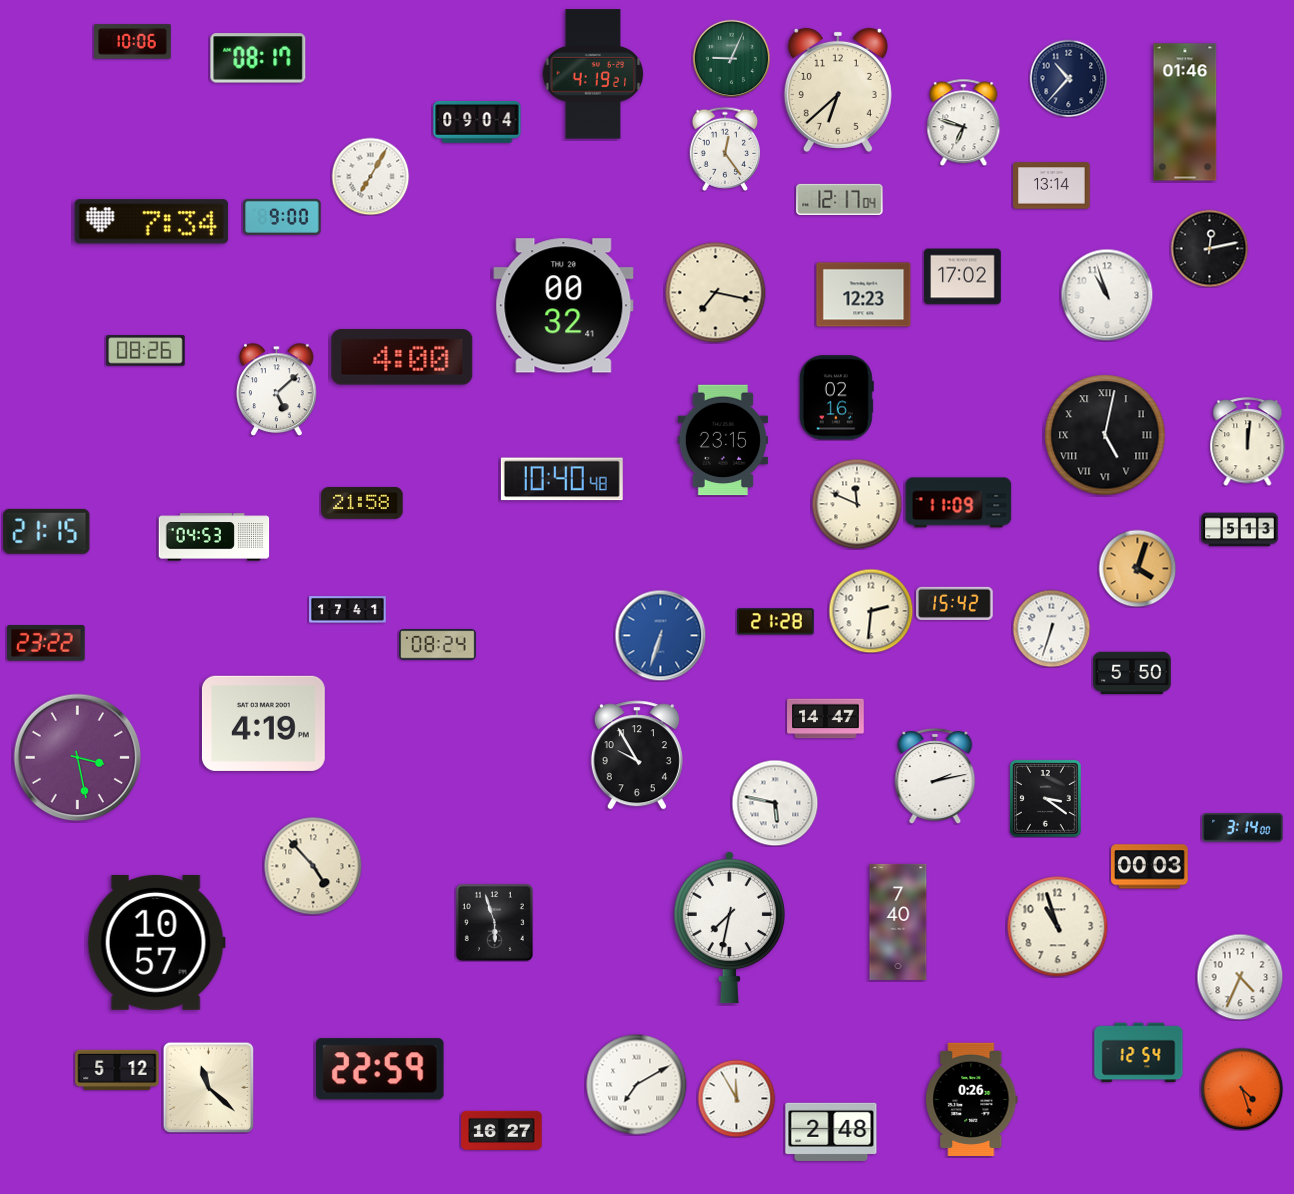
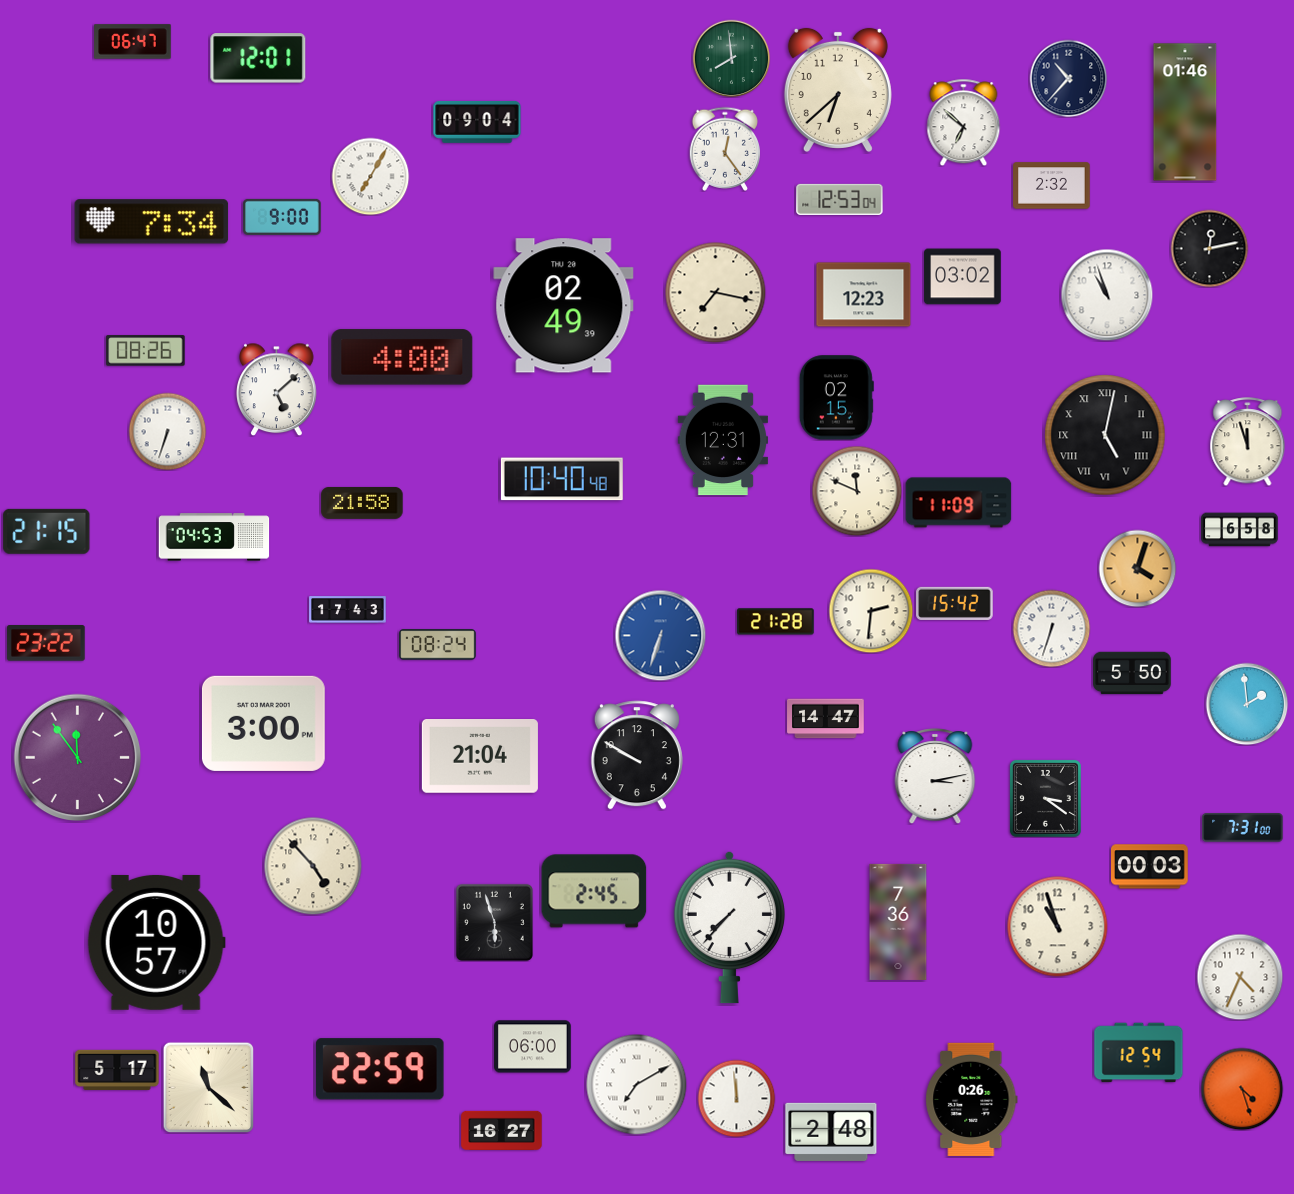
clock at (133, 42): 10:06 -> 06:47
clock at (258, 58): 08:17 -> 12:01
clock at (731, 58): 9:04 -> 7:59
clock at (593, 74): 4:19 -> none
clock at (964, 122): 6:48 -> 6:52
clock at (1052, 186): 13:14 -> 2:32
clock at (840, 199): 12:17 -> 12:53
clock at (963, 277): 17:02 -> 03:02
clock at (564, 306): 00:32 -> 02:49
clock at (836, 398): 02:16 -> 02:15
clock at (167, 431): none -> 6:33
clock at (722, 440): 23:15 -> 12:31
clock at (1248, 442): 12:01 -> 11:57
clock at (857, 504) position: (857, 504) -> (857, 491)
clock at (1240, 530): 5:13 -> 6:58
clock at (348, 610): 17:41 -> 17:43
clock at (1247, 704): none -> 1:59
clock at (263, 723): 4:19 -> 3:00
clock at (637, 755): 9:55 -> 9:50
clock at (480, 757): none -> 21:04
clock at (78, 758): 3:28 -> 11:54
clock at (935, 776): 2:13 -> 3:13
clock at (775, 803): 5:47 -> none
clock at (1243, 828): 3:14 -> 7:31
clock at (594, 891): none -> 2:45
clock at (898, 922): 7:40 -> 7:36
clock at (729, 927): 7:32 -> 7:37
clock at (533, 1047): none -> 06:00
clock at (117, 1070): 5:12 -> 5:17
clock at (736, 1098): 11:55 -> 11:59
